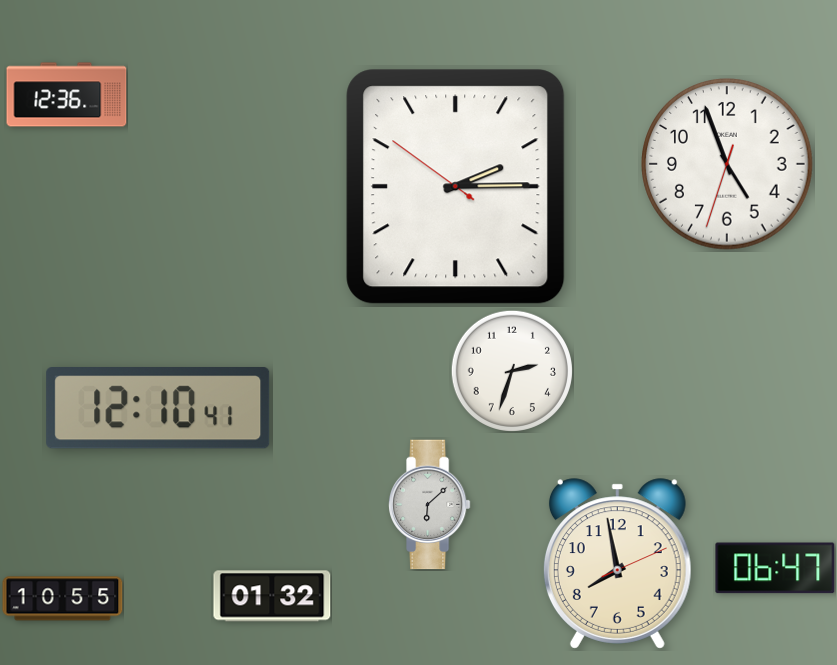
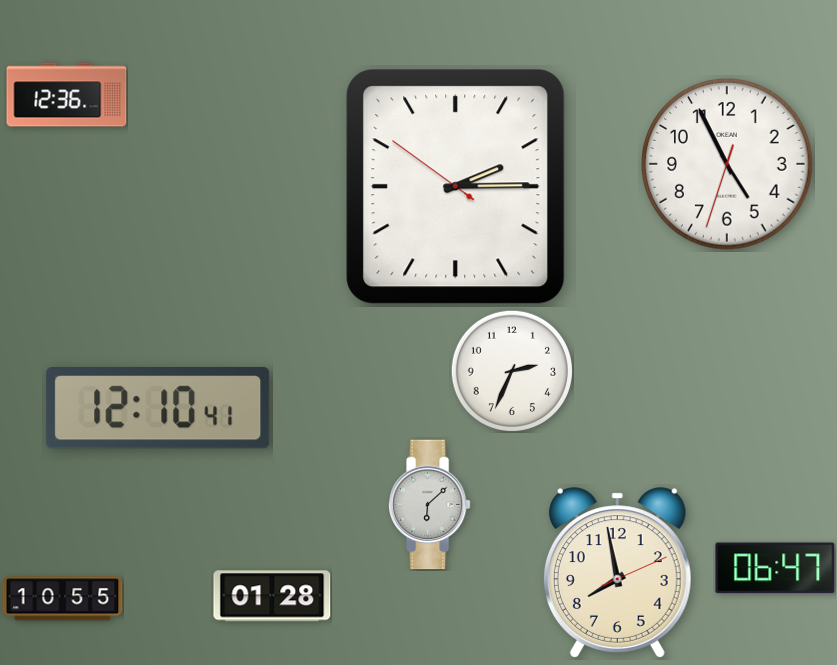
clock at (727, 164): 4:56 -> 4:55
clock at (512, 371): 2:33 -> 2:34
clock at (617, 564) position: (617, 564) -> (617, 573)
clock at (272, 596): 01:32 -> 01:28
